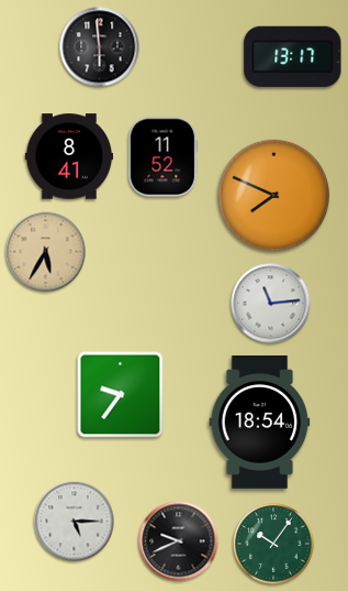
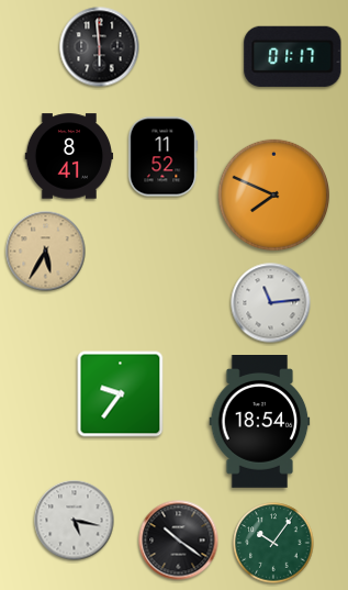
clock at (293, 56): 13:17 -> 01:17
clock at (75, 522): 5:15 -> 5:17
clock at (179, 541): 9:41 -> 10:21
